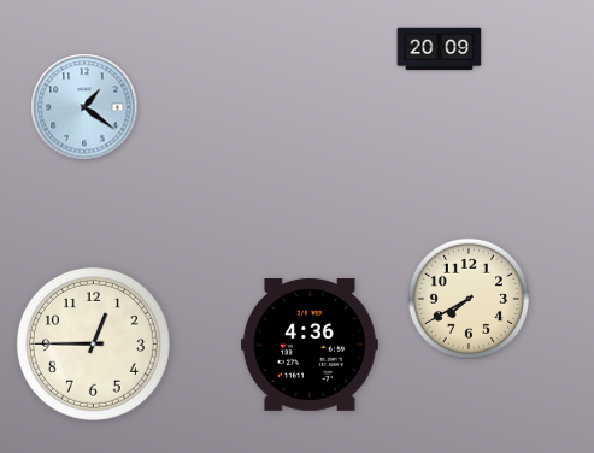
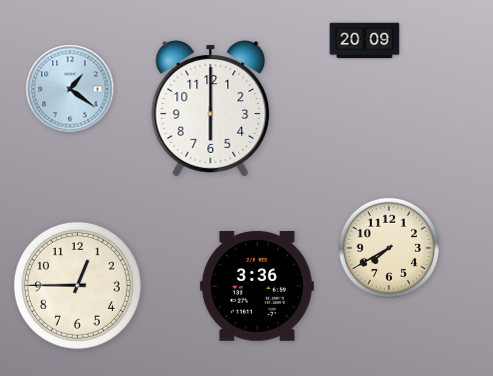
clock at (211, 109): none -> 6:00
clock at (310, 345): 4:36 -> 3:36
